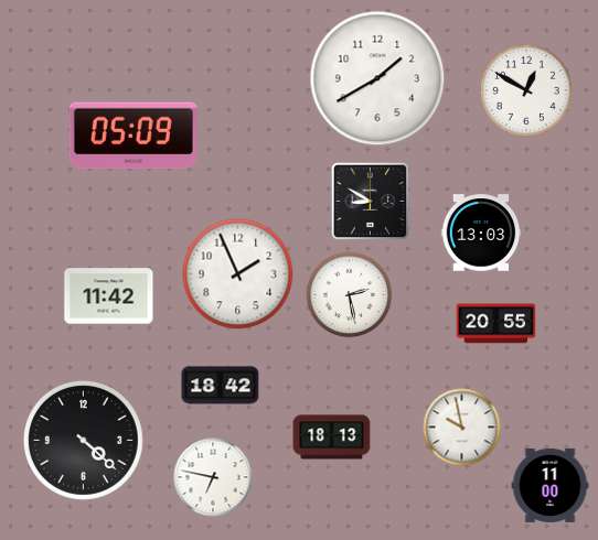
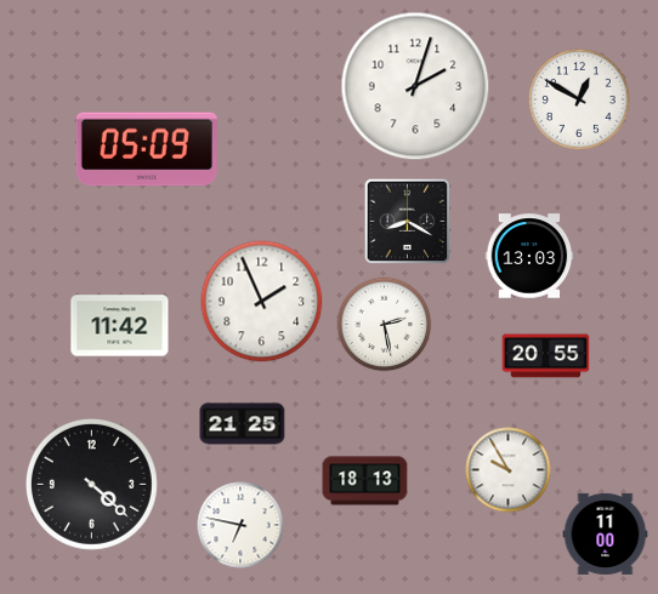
clock at (377, 78): 1:40 -> 2:03
clock at (371, 202): 8:50 -> 8:20
clock at (221, 386): 18:42 -> 21:25
clock at (462, 428): 9:58 -> 9:55
clock at (213, 477) position: (213, 477) -> (240, 525)
